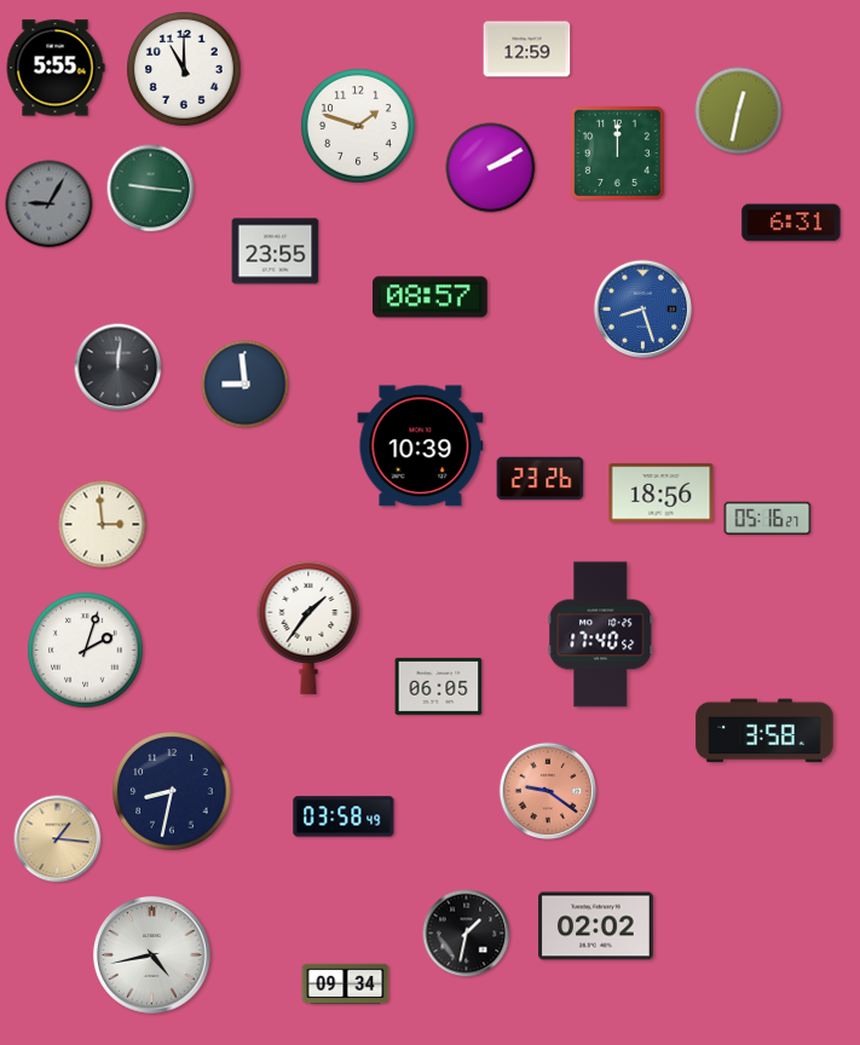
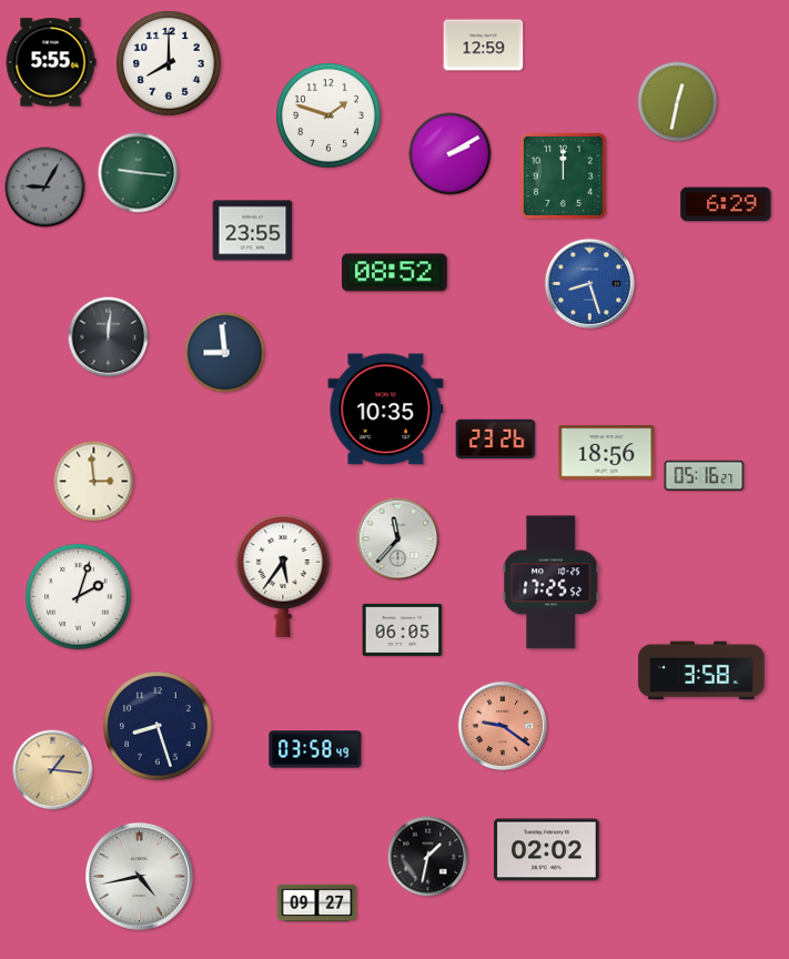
clock at (184, 69): 11:00 -> 8:00
clock at (617, 152) position: (617, 152) -> (563, 175)
clock at (791, 223): 6:31 -> 6:29
clock at (431, 298): 08:57 -> 08:52
clock at (421, 446): 10:39 -> 10:35
clock at (398, 539): none -> 11:37
clock at (308, 628): 1:36 -> 5:36
clock at (601, 635): 17:40 -> 17:25
clock at (172, 791): 8:32 -> 8:27
clock at (346, 985): 09:34 -> 09:27
